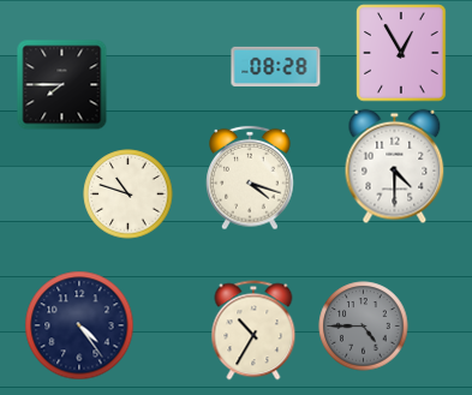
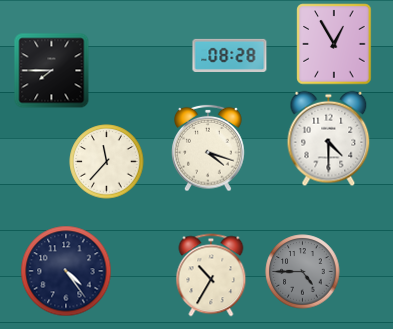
clock at (129, 194): 10:48 -> 11:37
